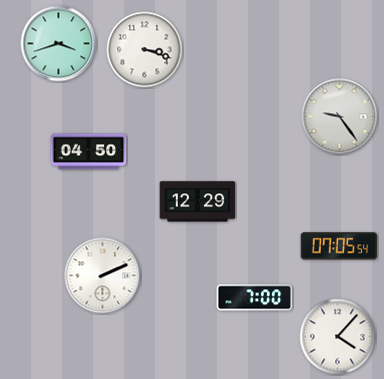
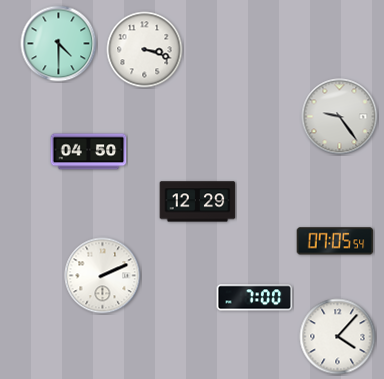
clock at (59, 44): 3:42 -> 4:30
clock at (339, 246) position: (339, 246) -> (335, 241)
